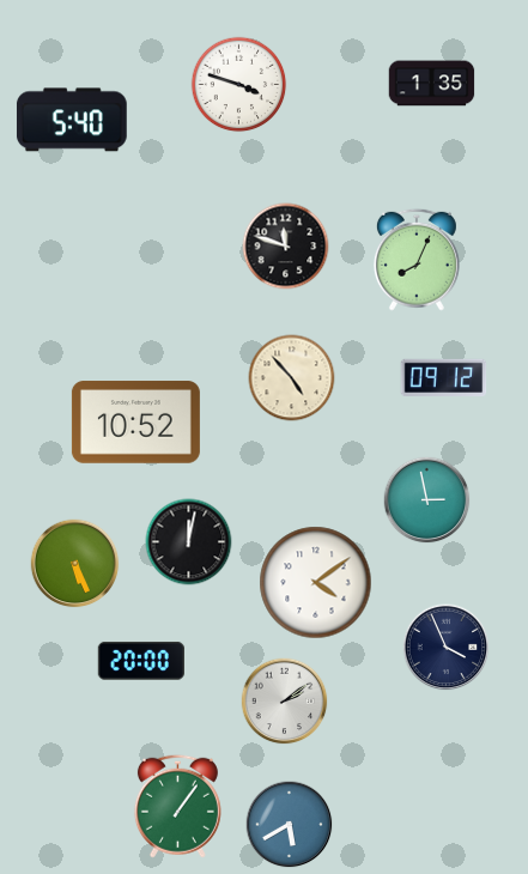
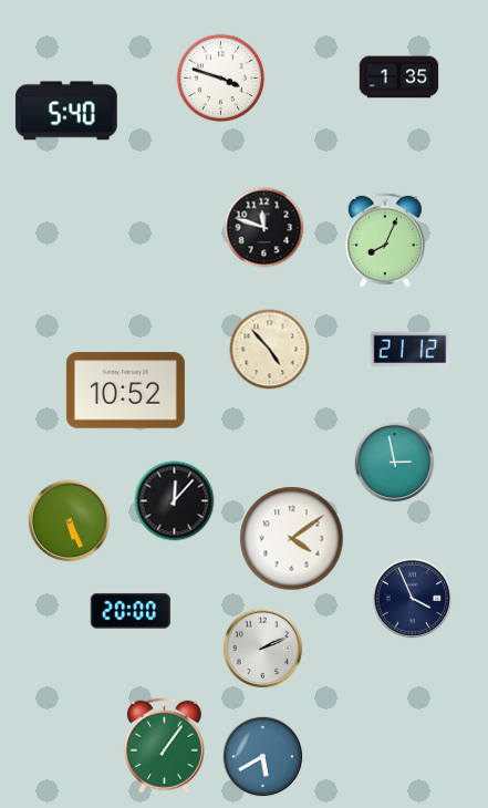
clock at (444, 377): 09:12 -> 21:12
clock at (189, 542): 12:02 -> 12:07
clock at (285, 702): 2:09 -> 2:11
clock at (290, 825) position: (290, 825) -> (263, 757)
